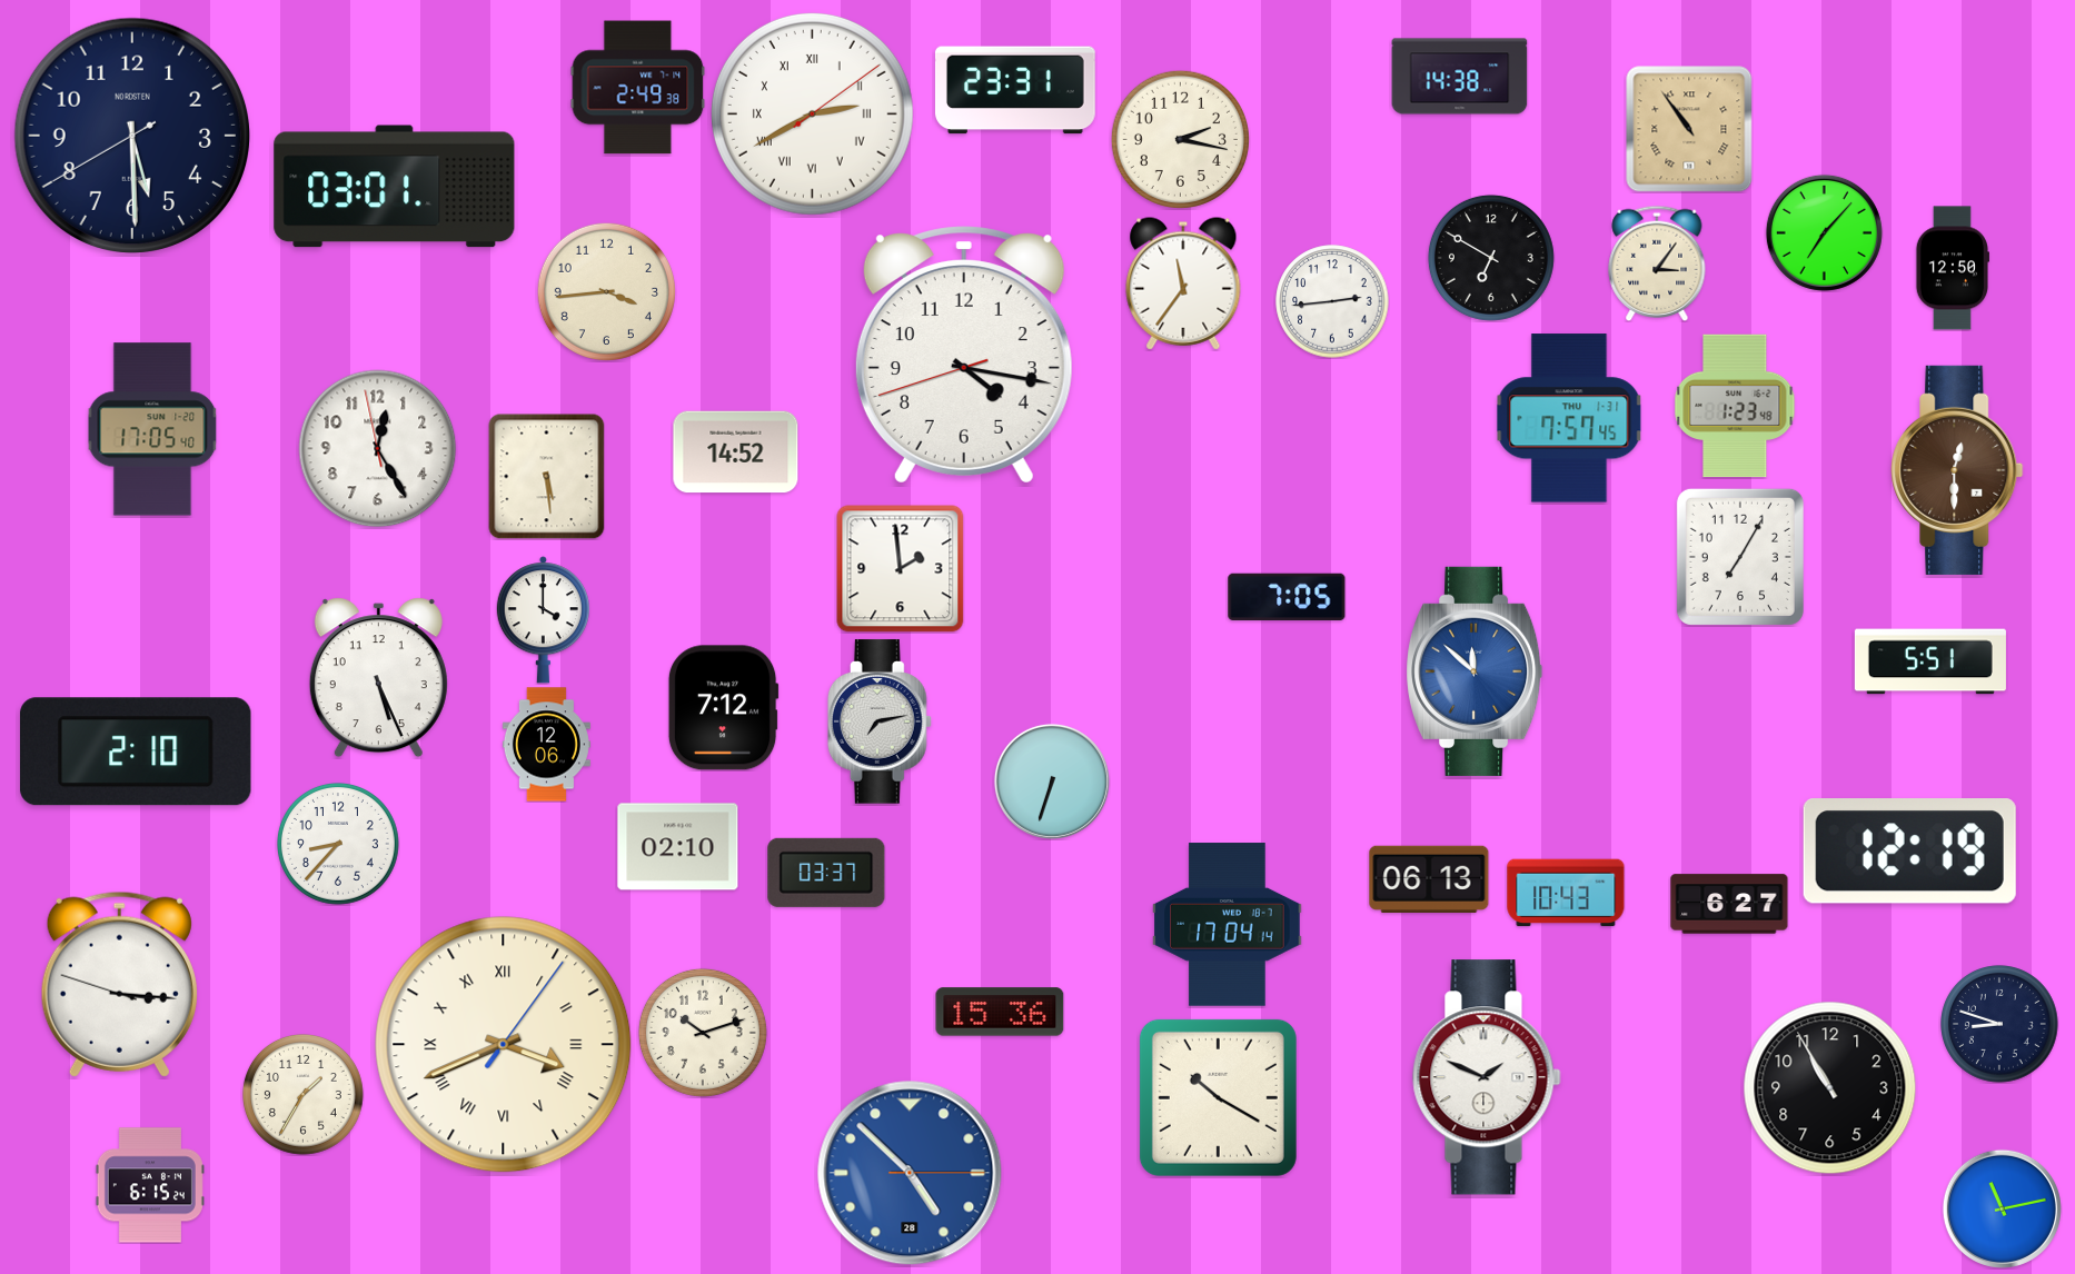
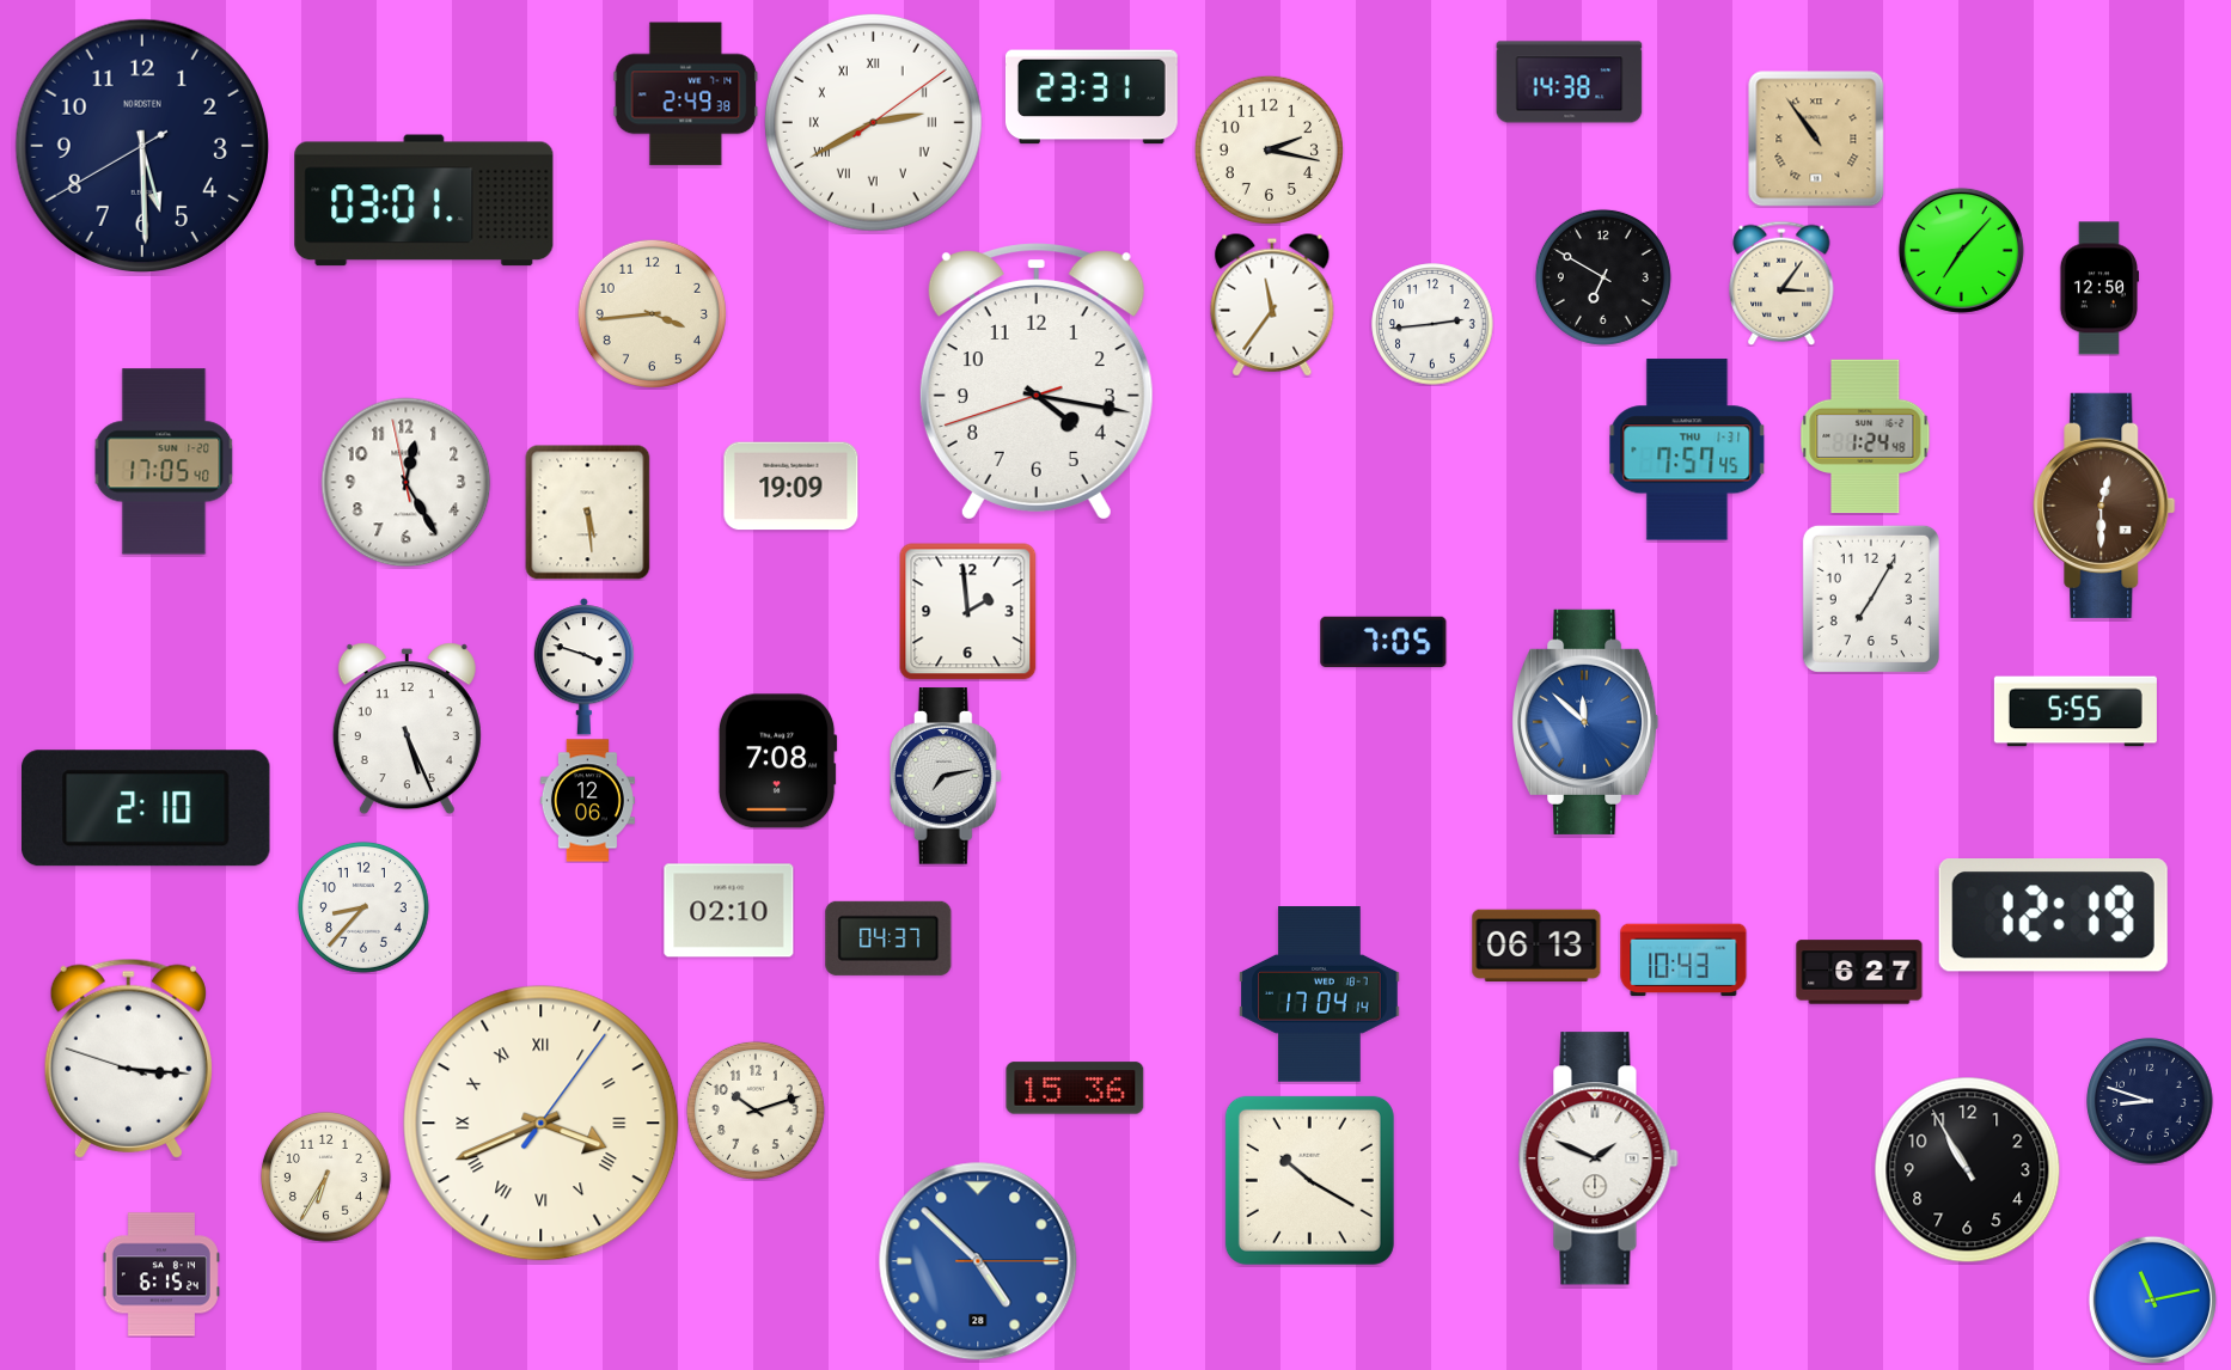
clock at (1735, 406): 1:23 -> 1:24
clock at (736, 452): 14:52 -> 19:09
clock at (543, 620): 4:00 -> 3:48
clock at (1930, 661): 5:51 -> 5:55
clock at (723, 708): 7:12 -> 7:08
clock at (1052, 782): 6:33 -> none
clock at (826, 873): 03:37 -> 04:37
clock at (304, 1095): 1:35 -> 6:35
